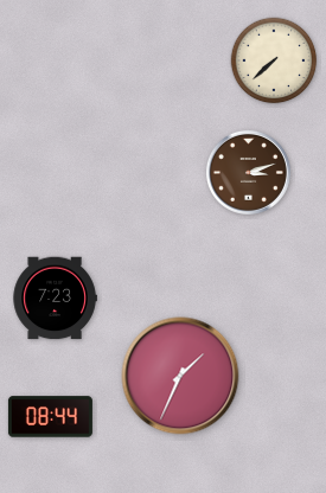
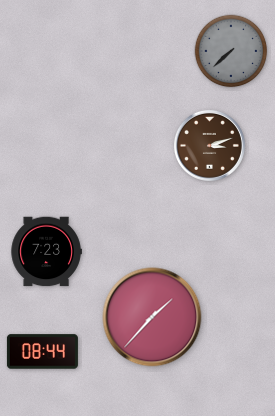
clock at (274, 60) dial: cream -> grey
clock at (180, 376): 1:34 -> 1:37
